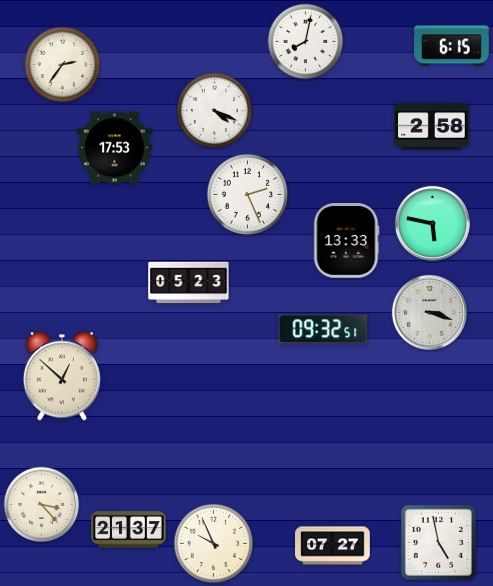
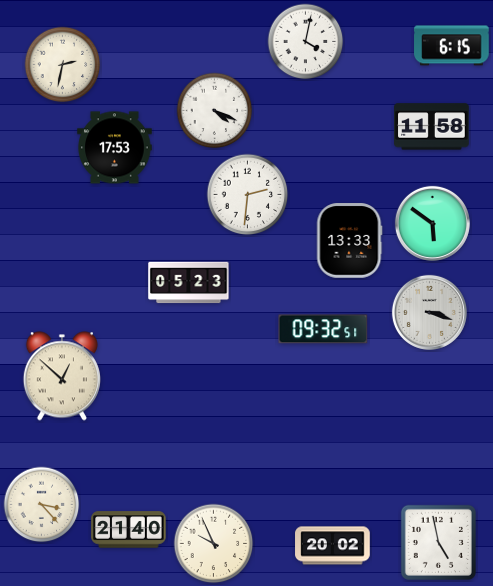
clock at (306, 42): 8:02 -> 4:02
clock at (63, 65): 2:36 -> 2:32
clock at (432, 127): 2:58 -> 11:58
clock at (248, 195): 2:26 -> 2:31
clock at (432, 223): 5:47 -> 5:51
clock at (346, 241) position: (346, 241) -> (349, 241)
clock at (129, 530): 21:37 -> 21:40
clock at (333, 546): 07:27 -> 20:02
